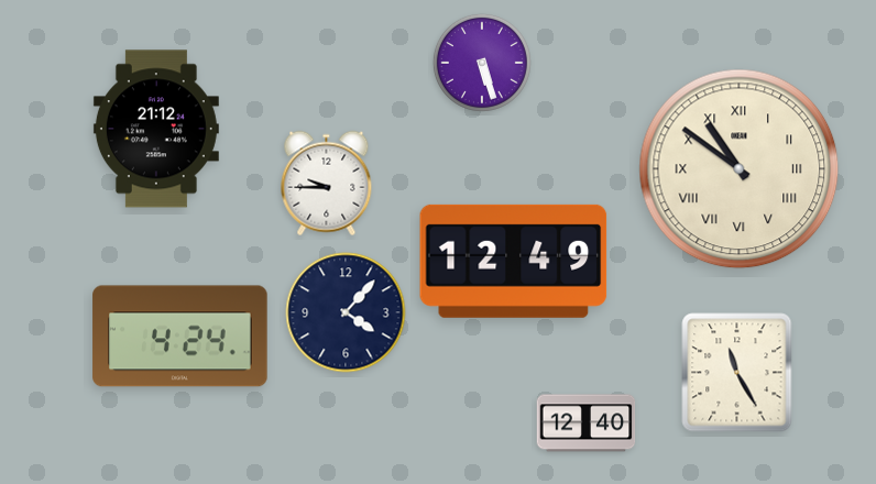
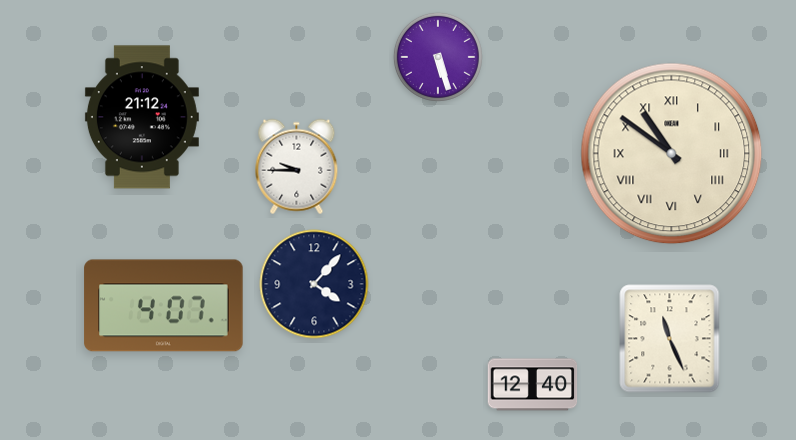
clock at (514, 261): 12:49 -> none
clock at (180, 337): 4:24 -> 4:07
clock at (737, 373): 11:25 -> 11:26
